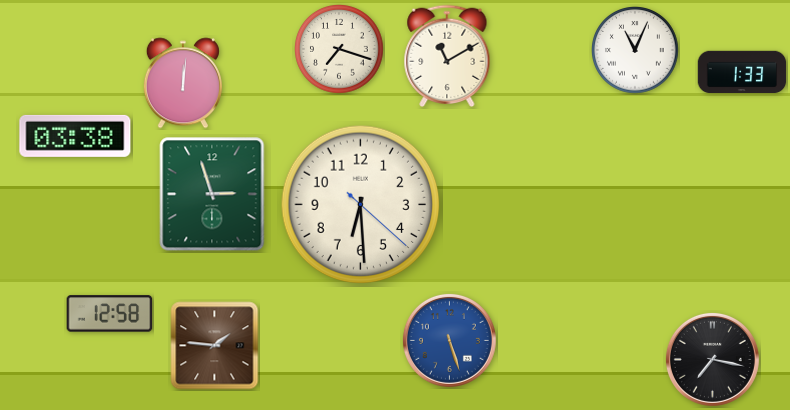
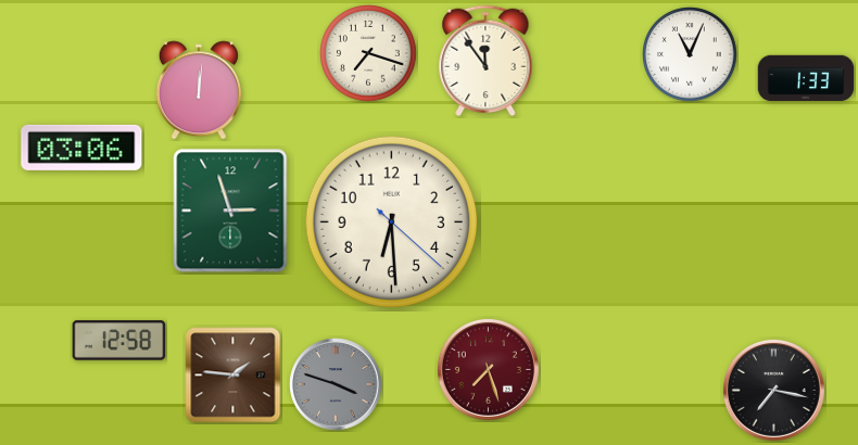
clock at (447, 55): 11:10 -> 11:54
clock at (75, 136): 03:38 -> 03:06
clock at (449, 340): 5:27 -> 7:27
clock at (449, 340) dial: blue -> burgundy
clock at (336, 384): none -> 3:48
